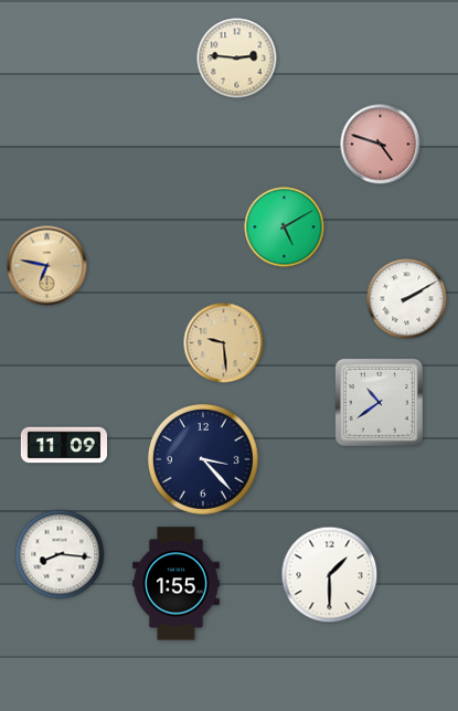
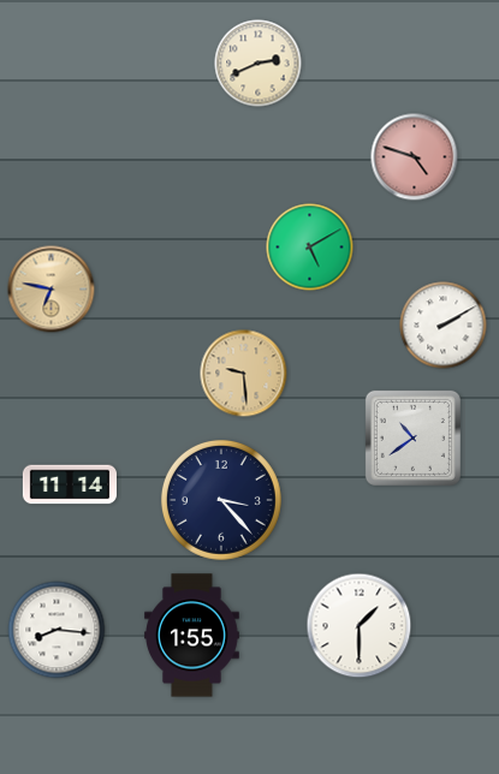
clock at (237, 59): 2:46 -> 2:41
clock at (63, 445): 11:09 -> 11:14
clock at (60, 554) position: (60, 554) -> (57, 630)
